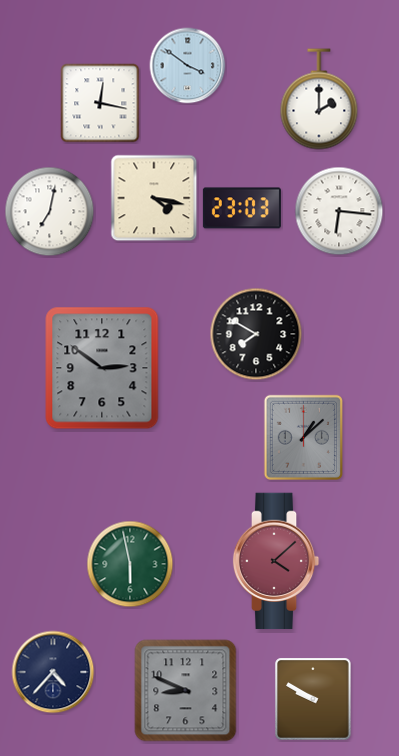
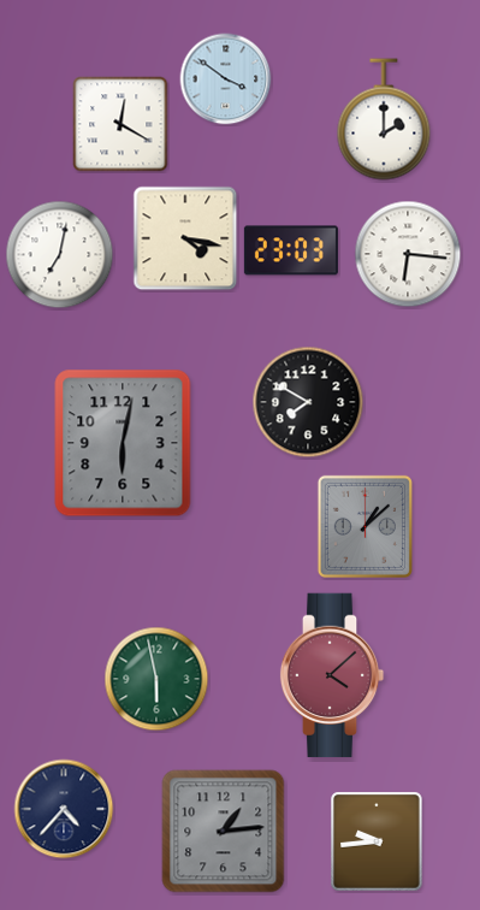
clock at (100, 103): 12:17 -> 12:20
clock at (102, 368): 2:51 -> 6:02
clock at (186, 691): 8:49 -> 1:14
clock at (313, 699): 9:50 -> 9:44
